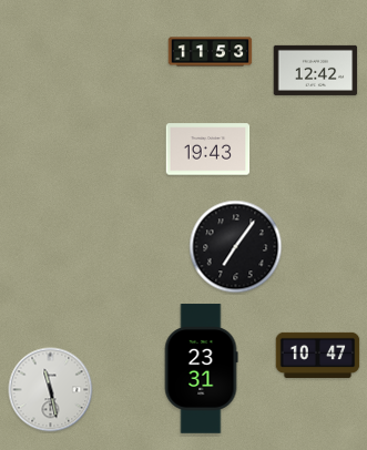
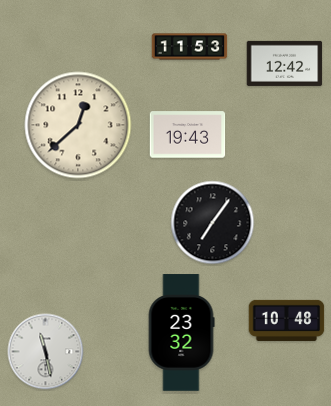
clock at (78, 125): none -> 12:38
clock at (318, 355): 10:47 -> 10:48
clock at (201, 369): 23:31 -> 23:32
